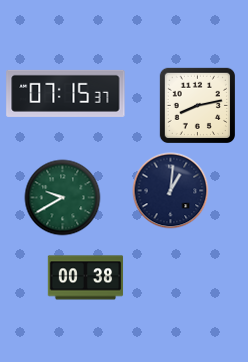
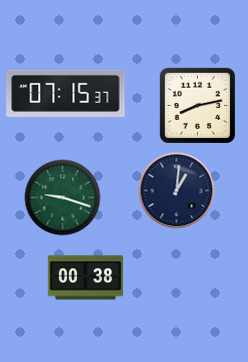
clock at (171, 191) position: (171, 191) -> (177, 191)
clock at (63, 198): 9:40 -> 9:18
